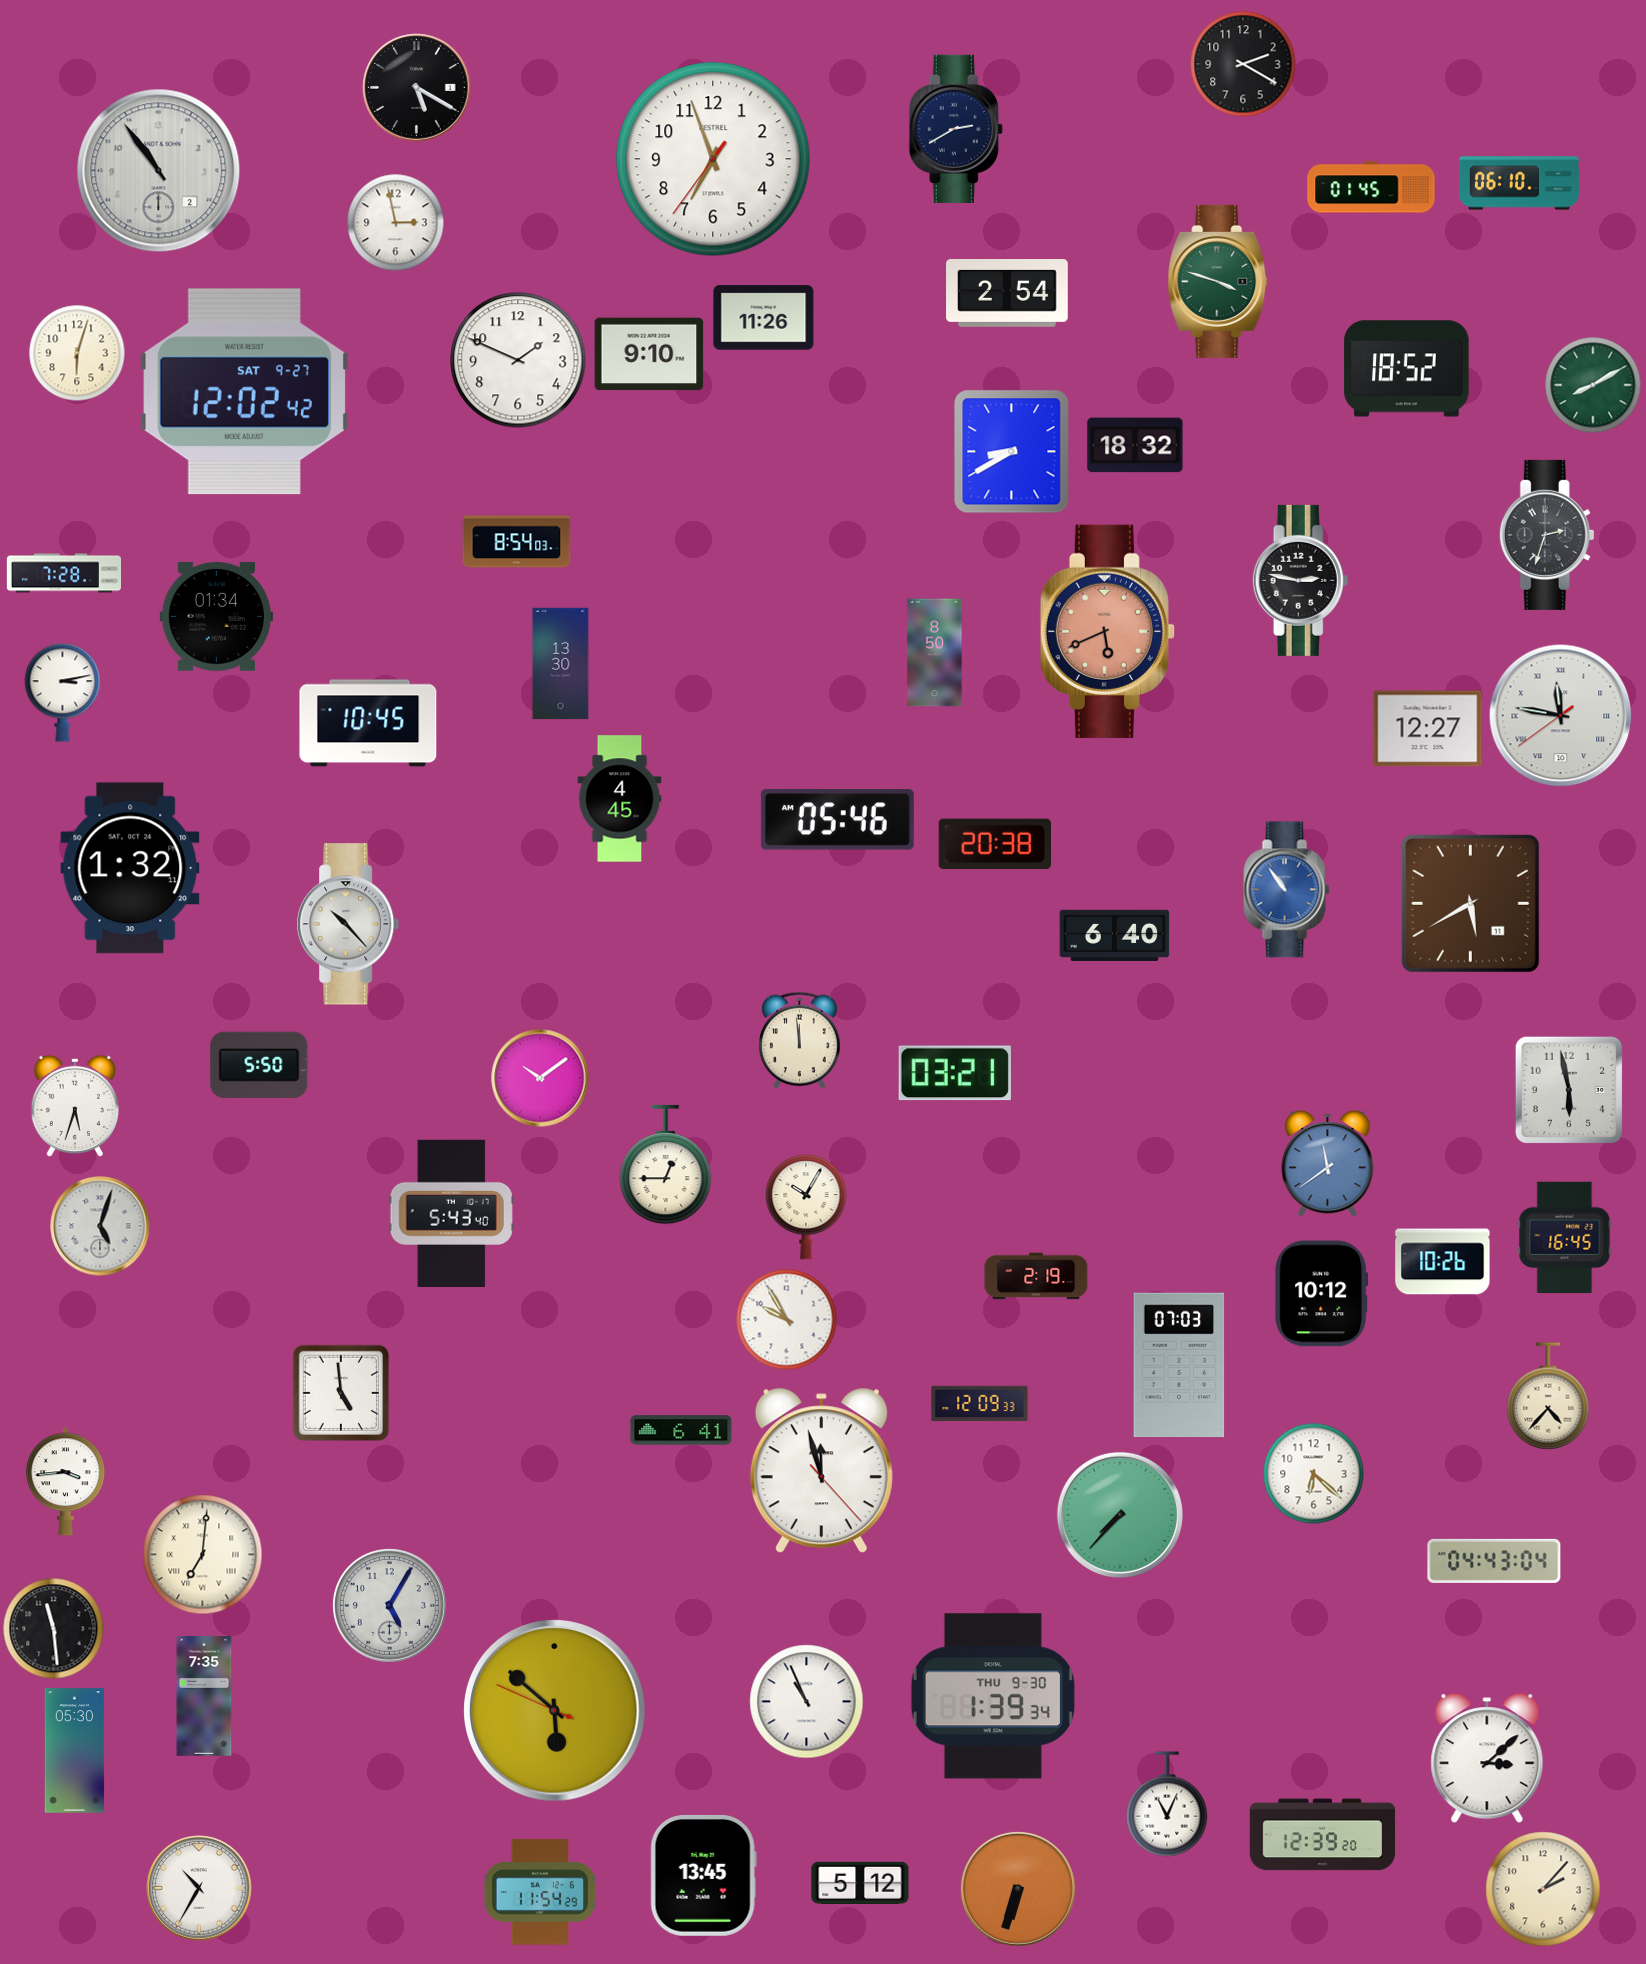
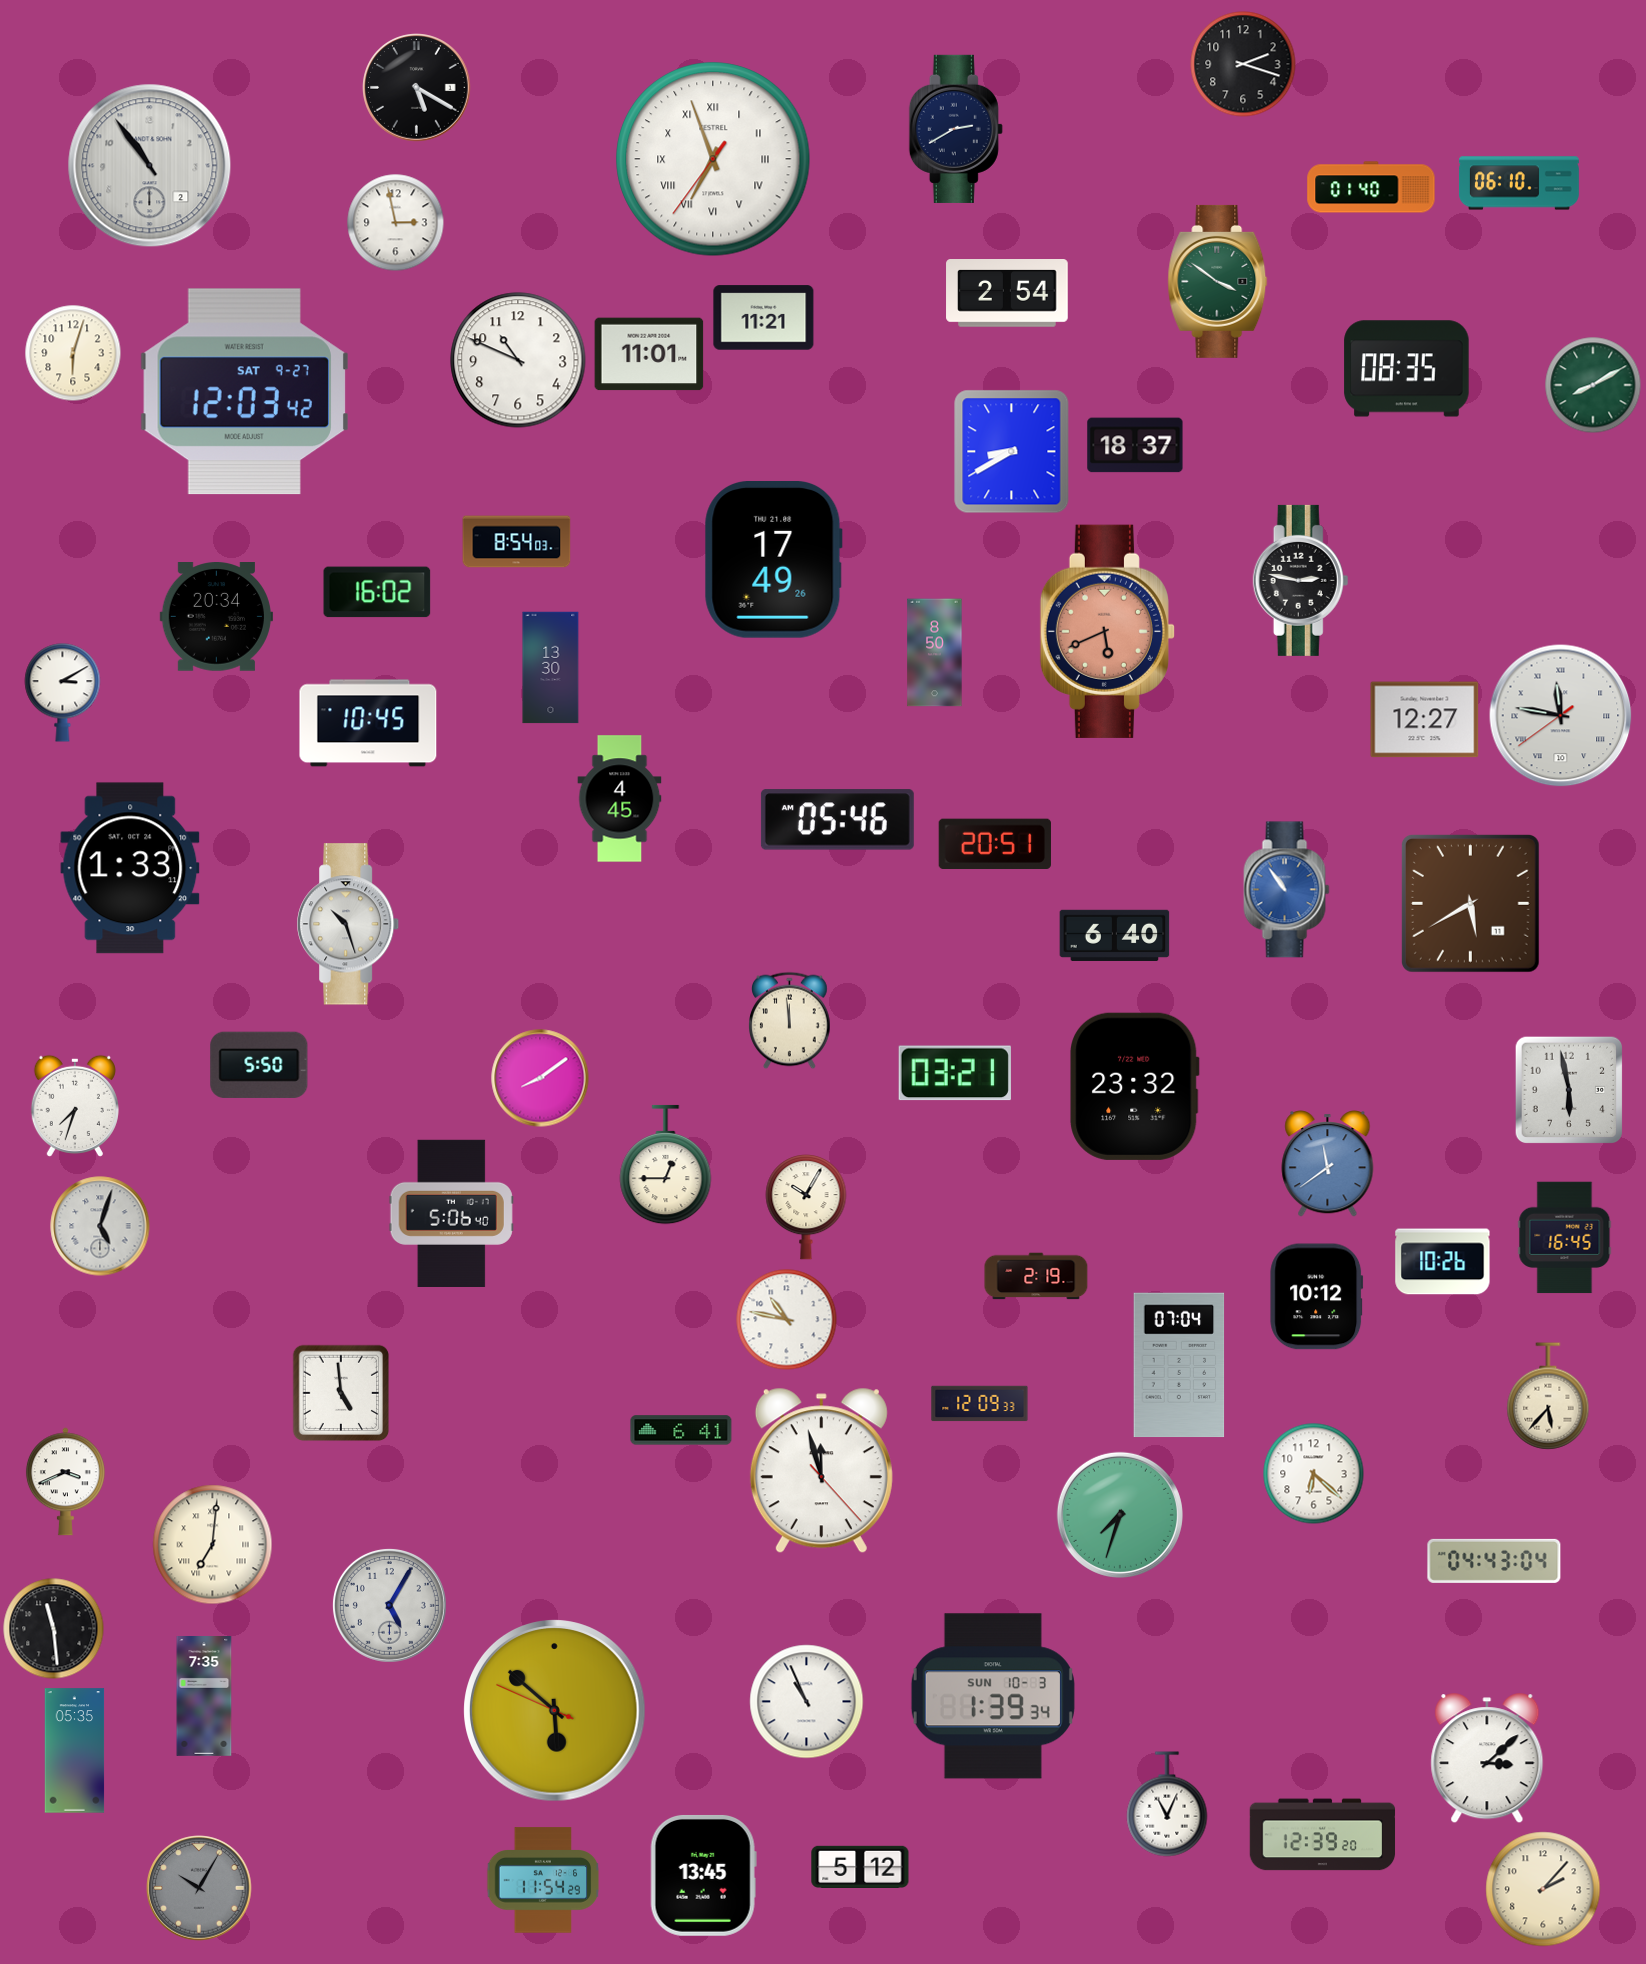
clock at (1243, 64): 2:20 -> 2:18
clock at (713, 159) numerals: Arabic -> Roman
clock at (159, 171) position: (159, 171) -> (150, 166)
clock at (1371, 187): 01:45 -> 01:40
clock at (1218, 281): 3:48 -> 3:51
clock at (764, 318): 11:26 -> 11:21
clock at (77, 353) position: (77, 353) -> (73, 353)
clock at (649, 354): 9:10 -> 11:01
clock at (518, 360): 1:49 -> 10:49
clock at (1407, 369): 18:52 -> 08:35
clock at (244, 392): 12:02 -> 12:03
clock at (1135, 445): 18:32 -> 18:37
clock at (1547, 535): 2:33 -> none
clock at (773, 560): none -> 17:49
clock at (63, 573): 7:28 -> none
clock at (377, 592): none -> 16:02
clock at (216, 617): 01:34 -> 20:34
clock at (561, 664) position: (561, 664) -> (551, 668)
clock at (63, 693): 3:13 -> 3:10
clock at (1428, 729) position: (1428, 729) -> (1425, 720)
clock at (995, 843): 20:38 -> 20:51
clock at (130, 868): 1:32 -> 1:33
clock at (349, 924): 10:23 -> 10:27
clock at (800, 1041) position: (800, 1041) -> (790, 1021)
clock at (540, 1078): 10:09 -> 8:09
clock at (1135, 1086): none -> 23:32
clock at (75, 1106): 5:33 -> 7:33
clock at (451, 1213): 5:43 -> 5:06
clock at (1322, 1294) position: (1322, 1294) -> (1317, 1297)
clock at (787, 1320): 9:55 -> 10:47
clock at (1179, 1365): 07:03 -> 07:04
clock at (1548, 1396): 4:37 -> 5:37
clock at (65, 1482): 3:44 -> 3:41
clock at (1120, 1515): 7:37 -> 7:33
clock at (203, 1555) position: (203, 1555) -> (213, 1545)
clock at (993, 1696) date: THU 9-30 -> SUN 10-3
clock at (75, 1751): 05:30 -> 05:35
clock at (860, 1883) position: (860, 1883) -> (860, 1867)
clock at (199, 1888): 10:35 -> 10:05
clock at (199, 1888) dial: white -> grey
clock at (1018, 1889): 6:33 -> none
clock at (540, 1892) position: (540, 1892) -> (543, 1880)
